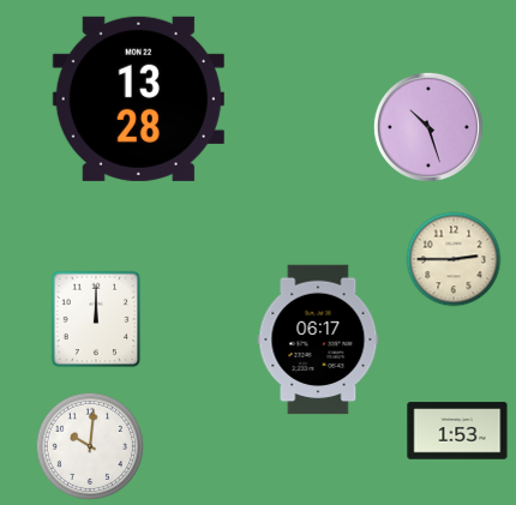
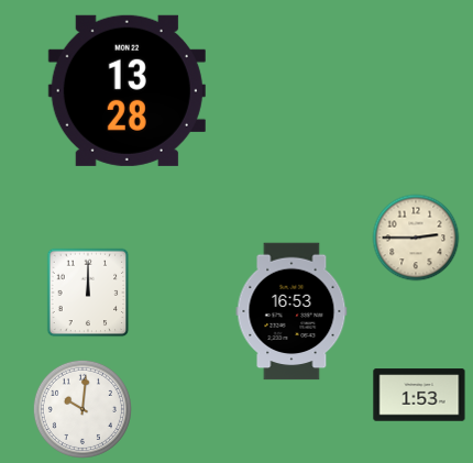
clock at (428, 127): 10:27 -> none
clock at (318, 339): 06:17 -> 16:53
